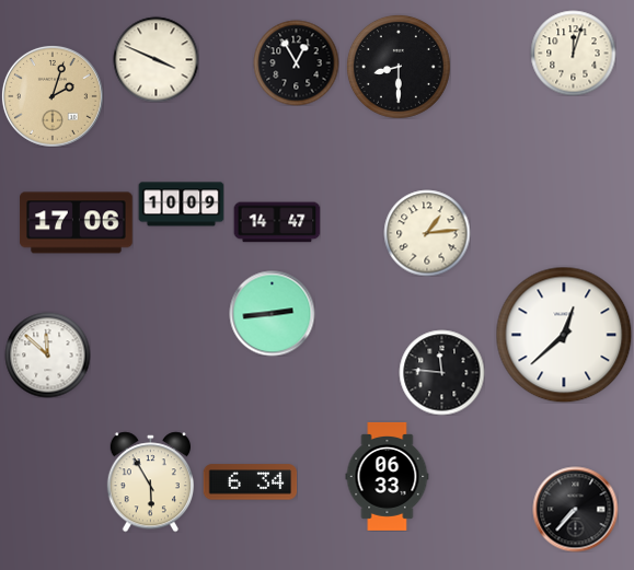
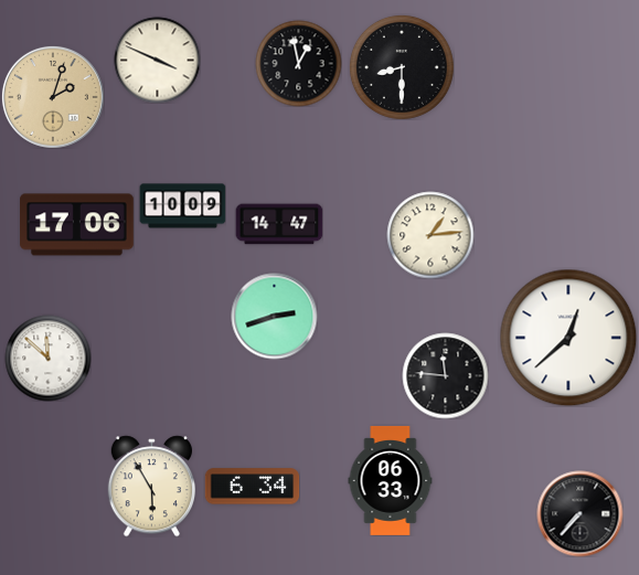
clock at (573, 53): 12:03 -> none
clock at (296, 62): 12:55 -> 12:58
clock at (272, 313): 2:44 -> 2:42
